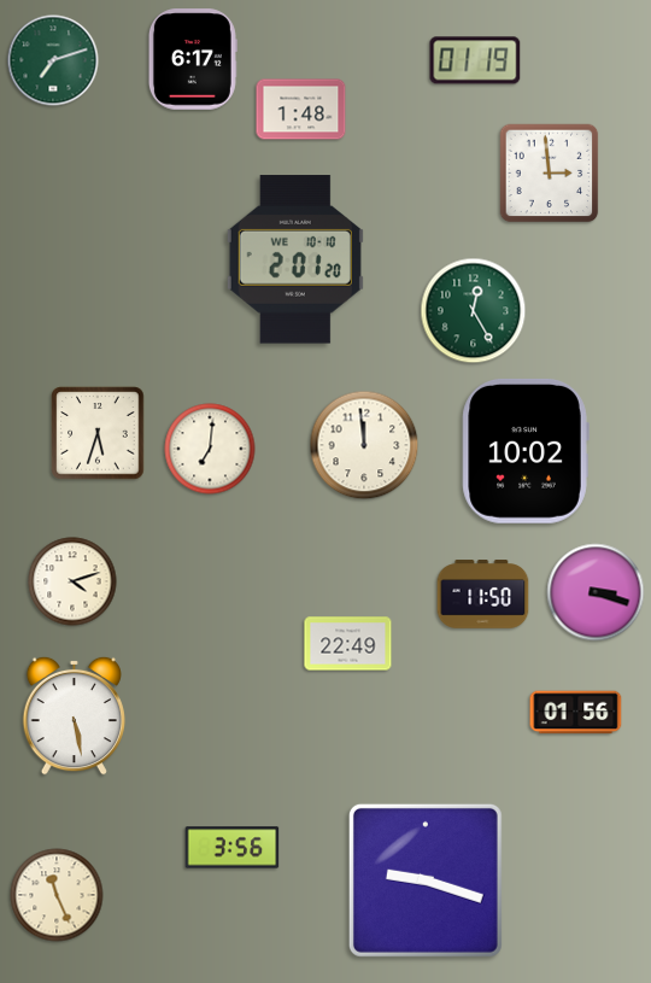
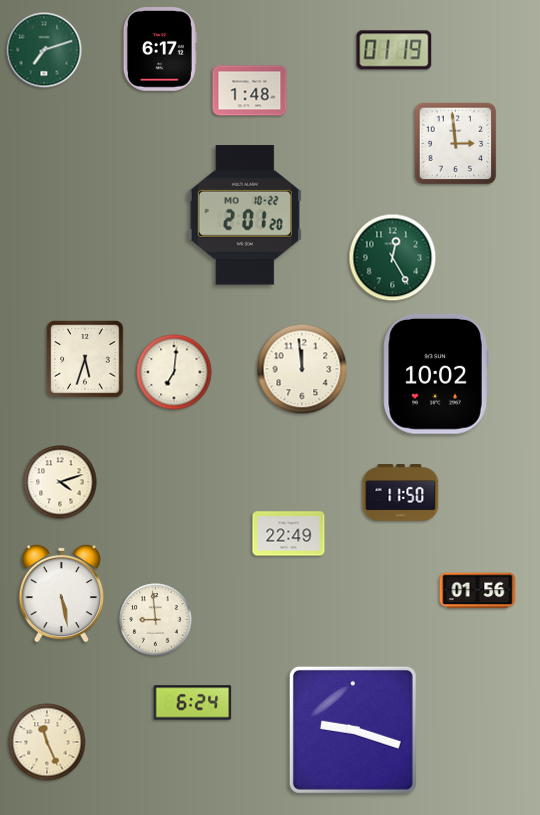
clock at (295, 259) date: WE 10-10 -> MO 10-22
clock at (98, 433) position: (98, 433) -> (85, 359)
clock at (596, 592): 3:18 -> none
clock at (156, 620): none -> 8:59
clock at (233, 848): 3:56 -> 6:24
